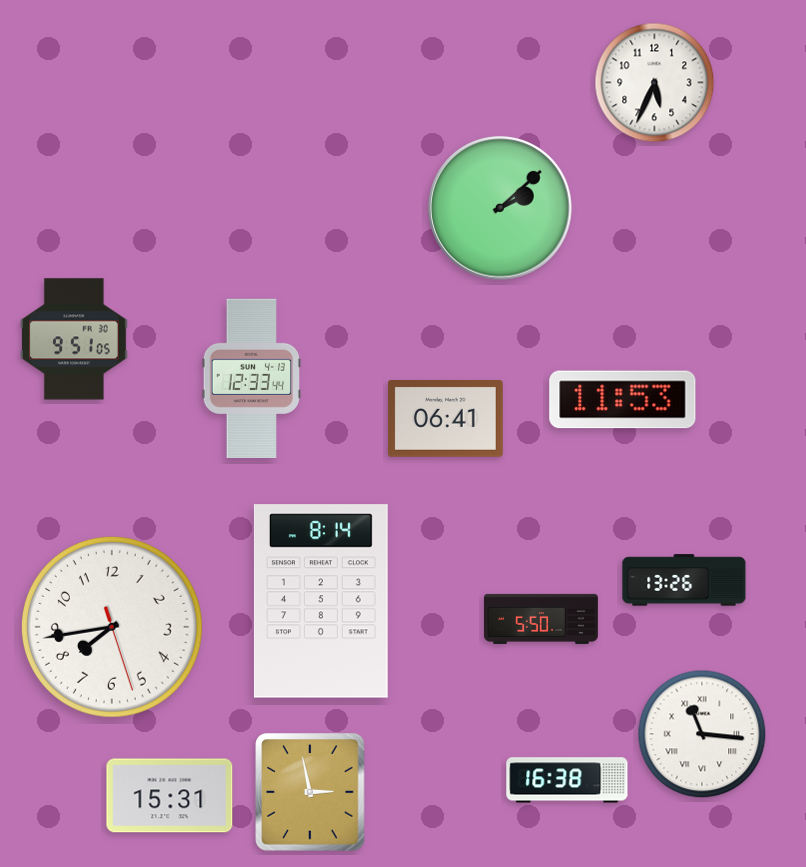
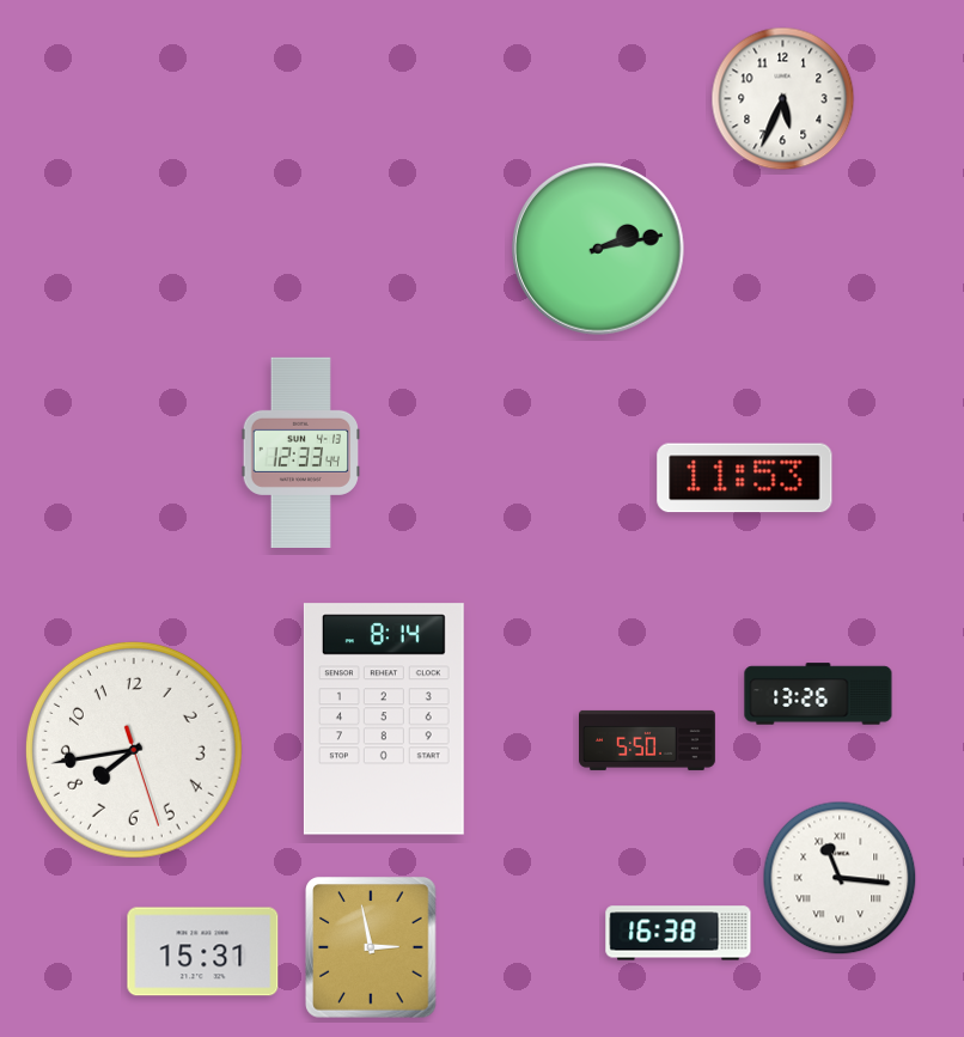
clock at (500, 208): 2:08 -> 2:13
clock at (75, 339): 9:51 -> none
clock at (445, 419): 06:41 -> none
